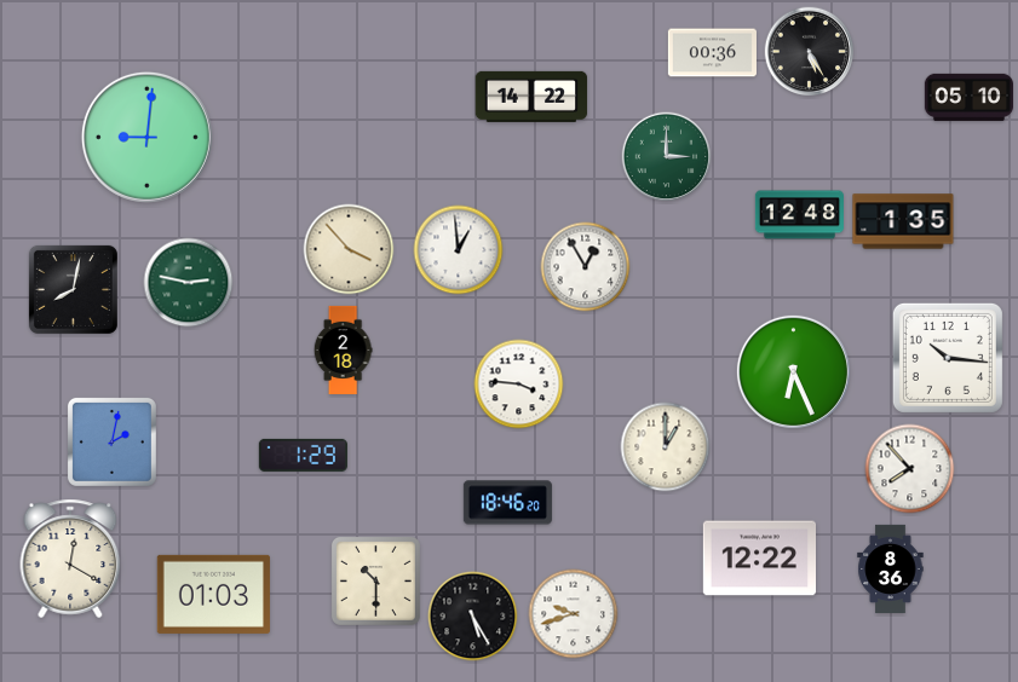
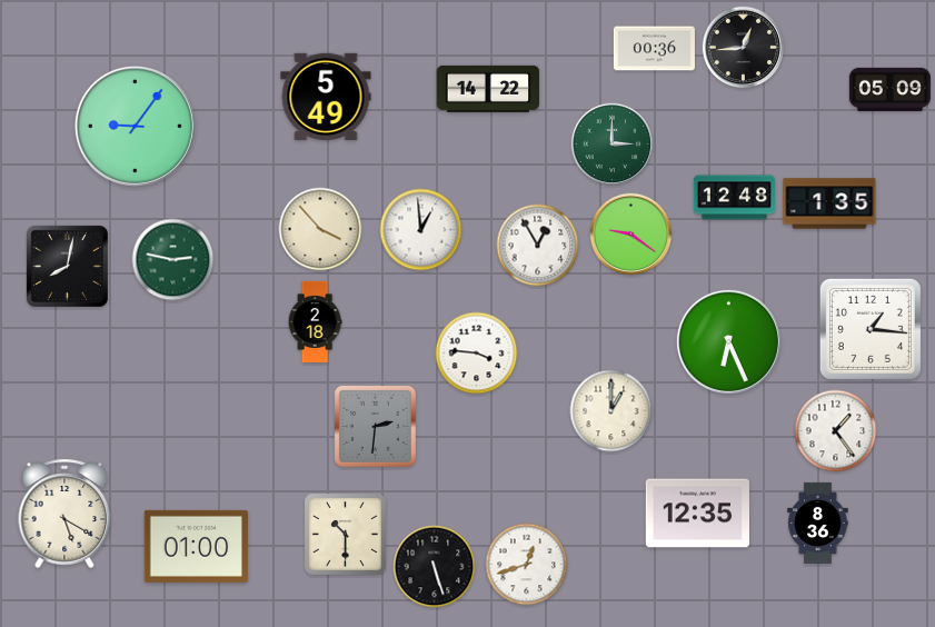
clock at (810, 52): 5:25 -> 12:44
clock at (968, 97): 05:10 -> 05:09
clock at (326, 96): none -> 5:49
clock at (146, 137): 9:01 -> 9:06
clock at (631, 235): none -> 9:21
clock at (948, 358): 10:16 -> 1:16
clock at (111, 441): 2:02 -> none
clock at (303, 455): 1:29 -> none
clock at (375, 426): none -> 2:31
clock at (910, 469): 7:53 -> 1:24
clock at (507, 503): 18:46 -> none
clock at (70, 559): 12:20 -> 5:20
clock at (759, 559): 12:22 -> 12:35
clock at (213, 594): 01:03 -> 01:00
clock at (574, 614): 9:42 -> 12:42
clock at (473, 617): 5:25 -> 5:27
